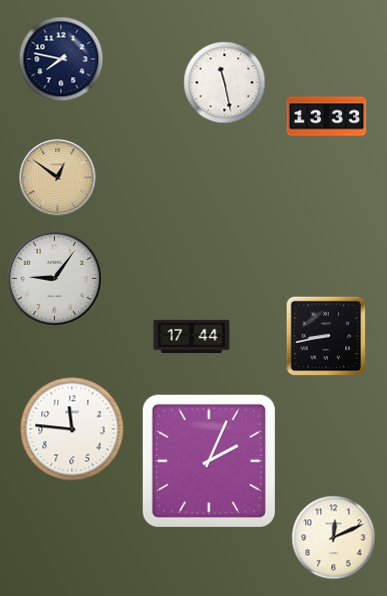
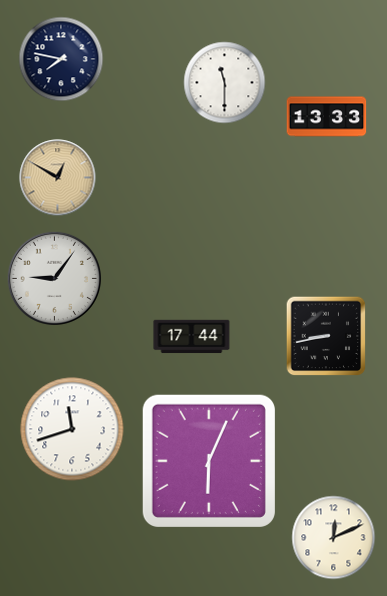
clock at (225, 83): 11:28 -> 11:30
clock at (58, 178): 12:51 -> 12:50
clock at (72, 429): 11:46 -> 11:42
clock at (209, 461): 2:04 -> 6:04
